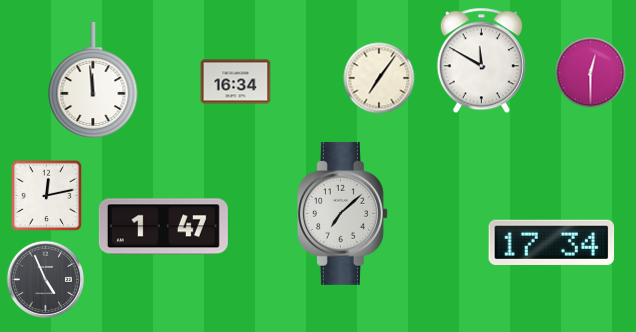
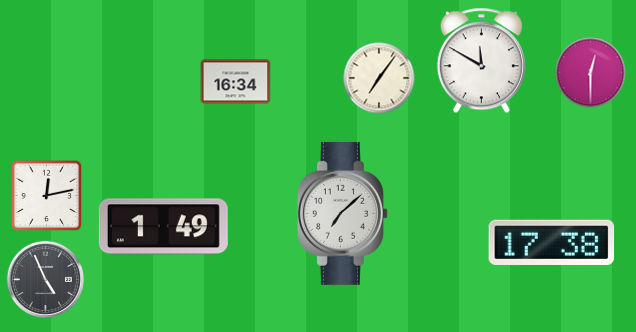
clock at (93, 79): 11:59 -> none
clock at (163, 227): 1:47 -> 1:49
clock at (552, 242): 17:34 -> 17:38
